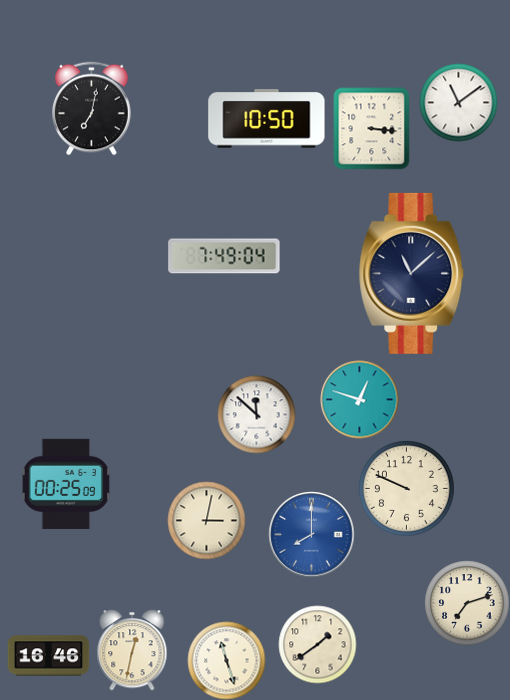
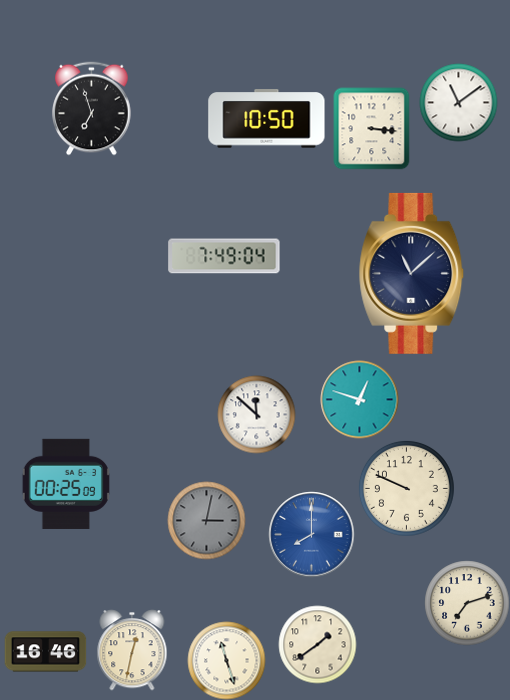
clock at (92, 108): 7:02 -> 6:57
clock at (206, 520) dial: cream -> grey
clock at (48, 656) position: (48, 656) -> (45, 652)
